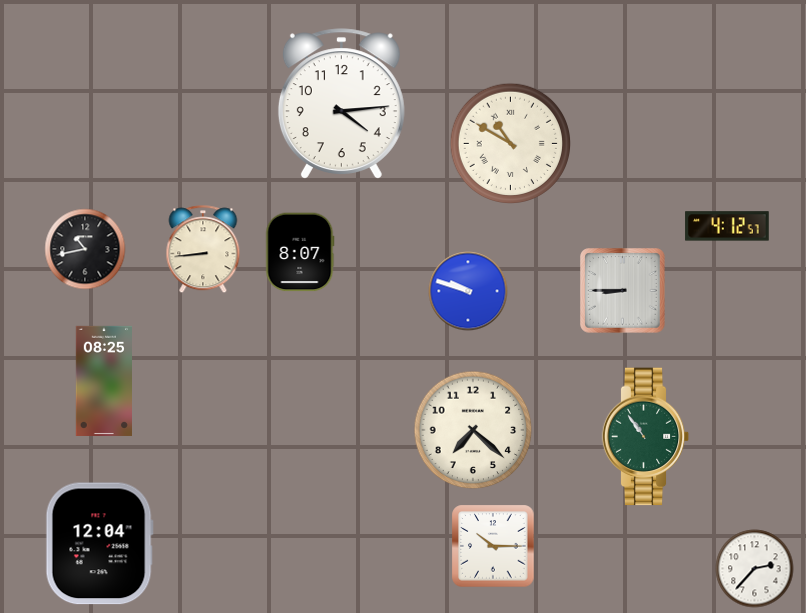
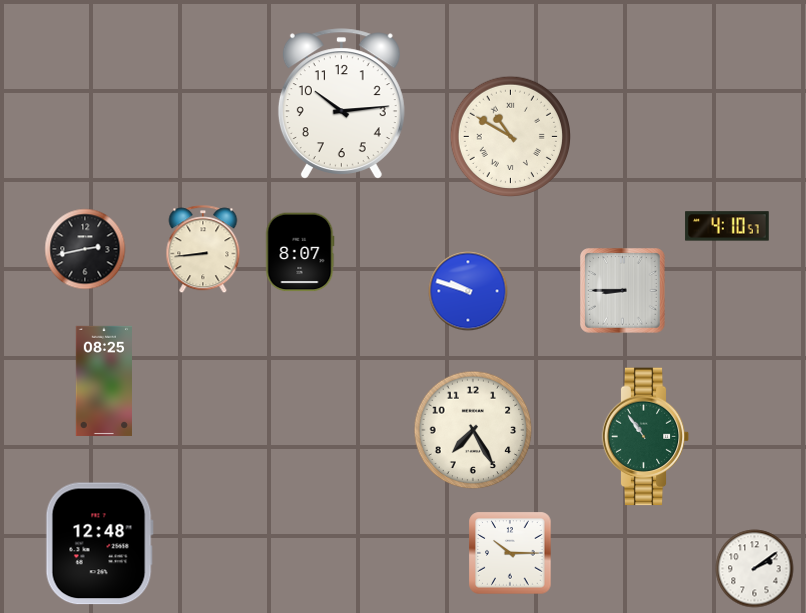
clock at (341, 103): 4:14 -> 10:14
clock at (510, 143) position: (510, 143) -> (510, 136)
clock at (727, 226): 4:12 -> 4:10
clock at (85, 249): 10:43 -> 2:43
clock at (473, 430): 7:22 -> 7:25
clock at (99, 544): 12:04 -> 12:48
clock at (493, 546) position: (493, 546) -> (510, 553)
clock at (755, 569): 2:37 -> 2:09
